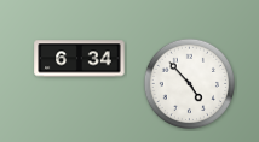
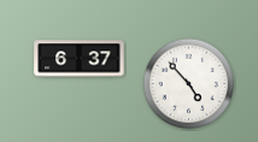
clock at (80, 59): 6:34 -> 6:37
